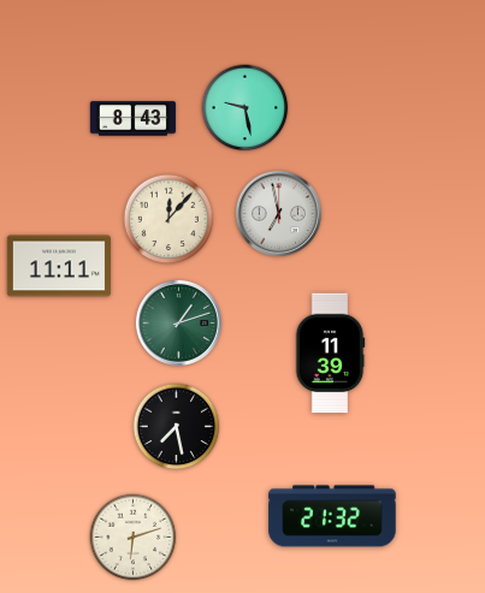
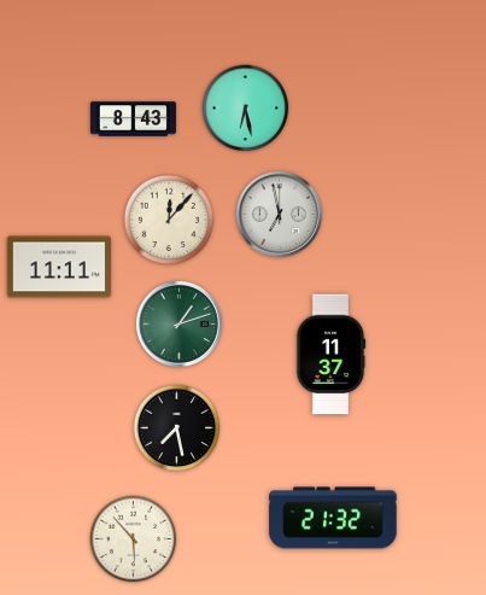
clock at (246, 108): 9:28 -> 6:28
clock at (330, 354): 11:39 -> 11:37
clock at (134, 538): 6:12 -> 5:53
